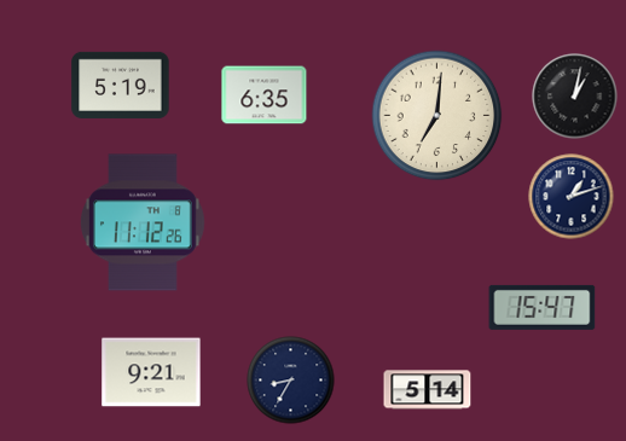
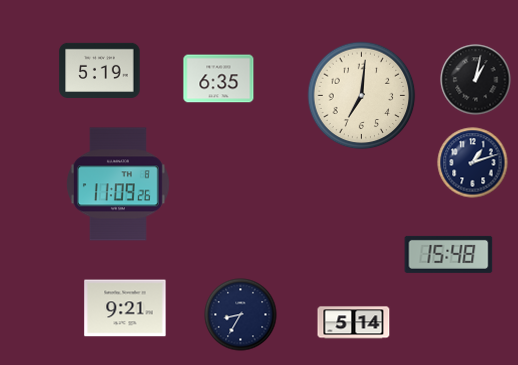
clock at (143, 222): 11:12 -> 11:09
clock at (543, 307): 15:47 -> 15:48
